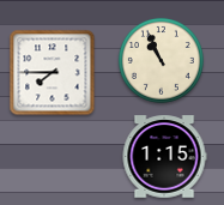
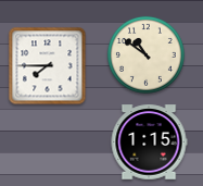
clock at (161, 60): 10:56 -> 10:51
